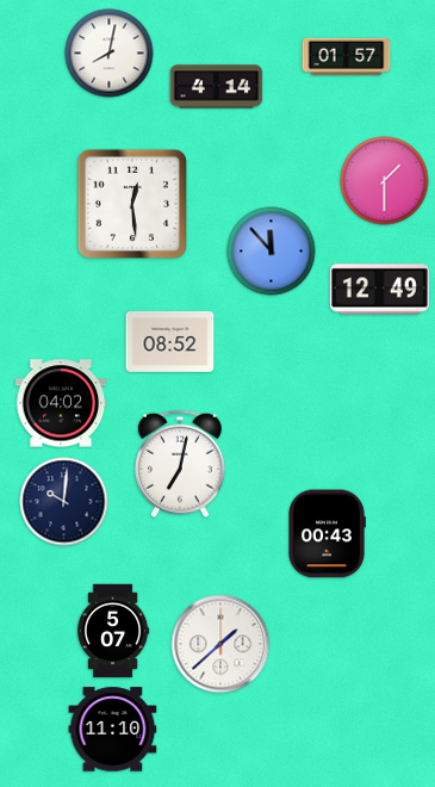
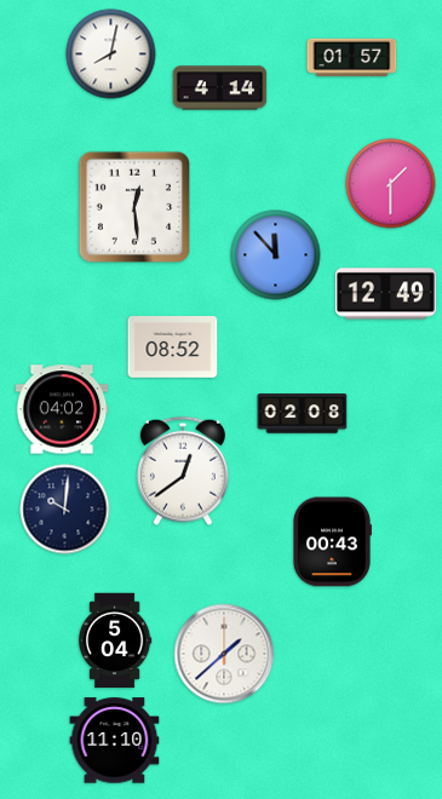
clock at (303, 414): none -> 02:08
clock at (180, 464): 7:02 -> 12:39
clock at (113, 631): 5:07 -> 5:04
